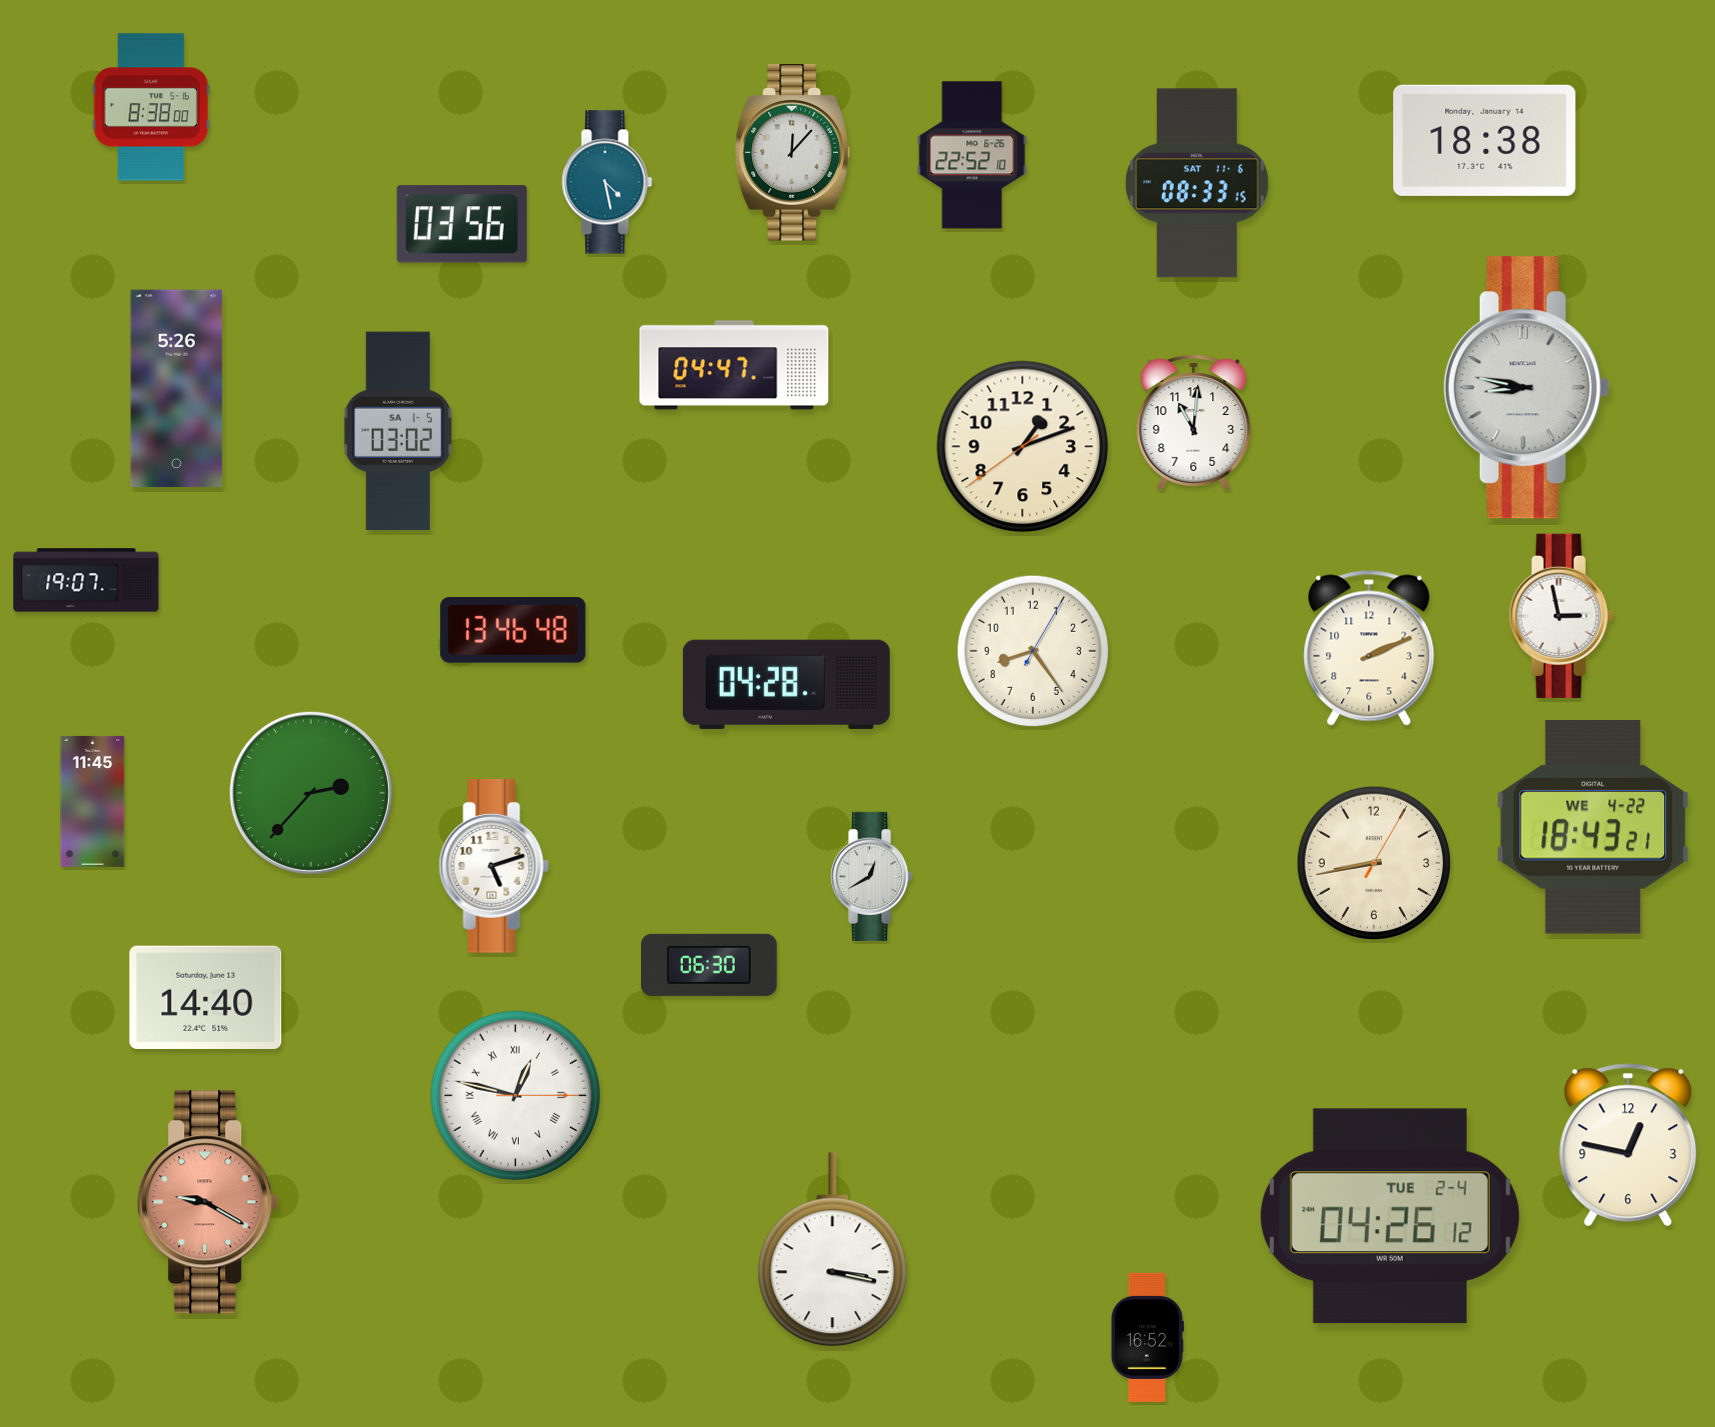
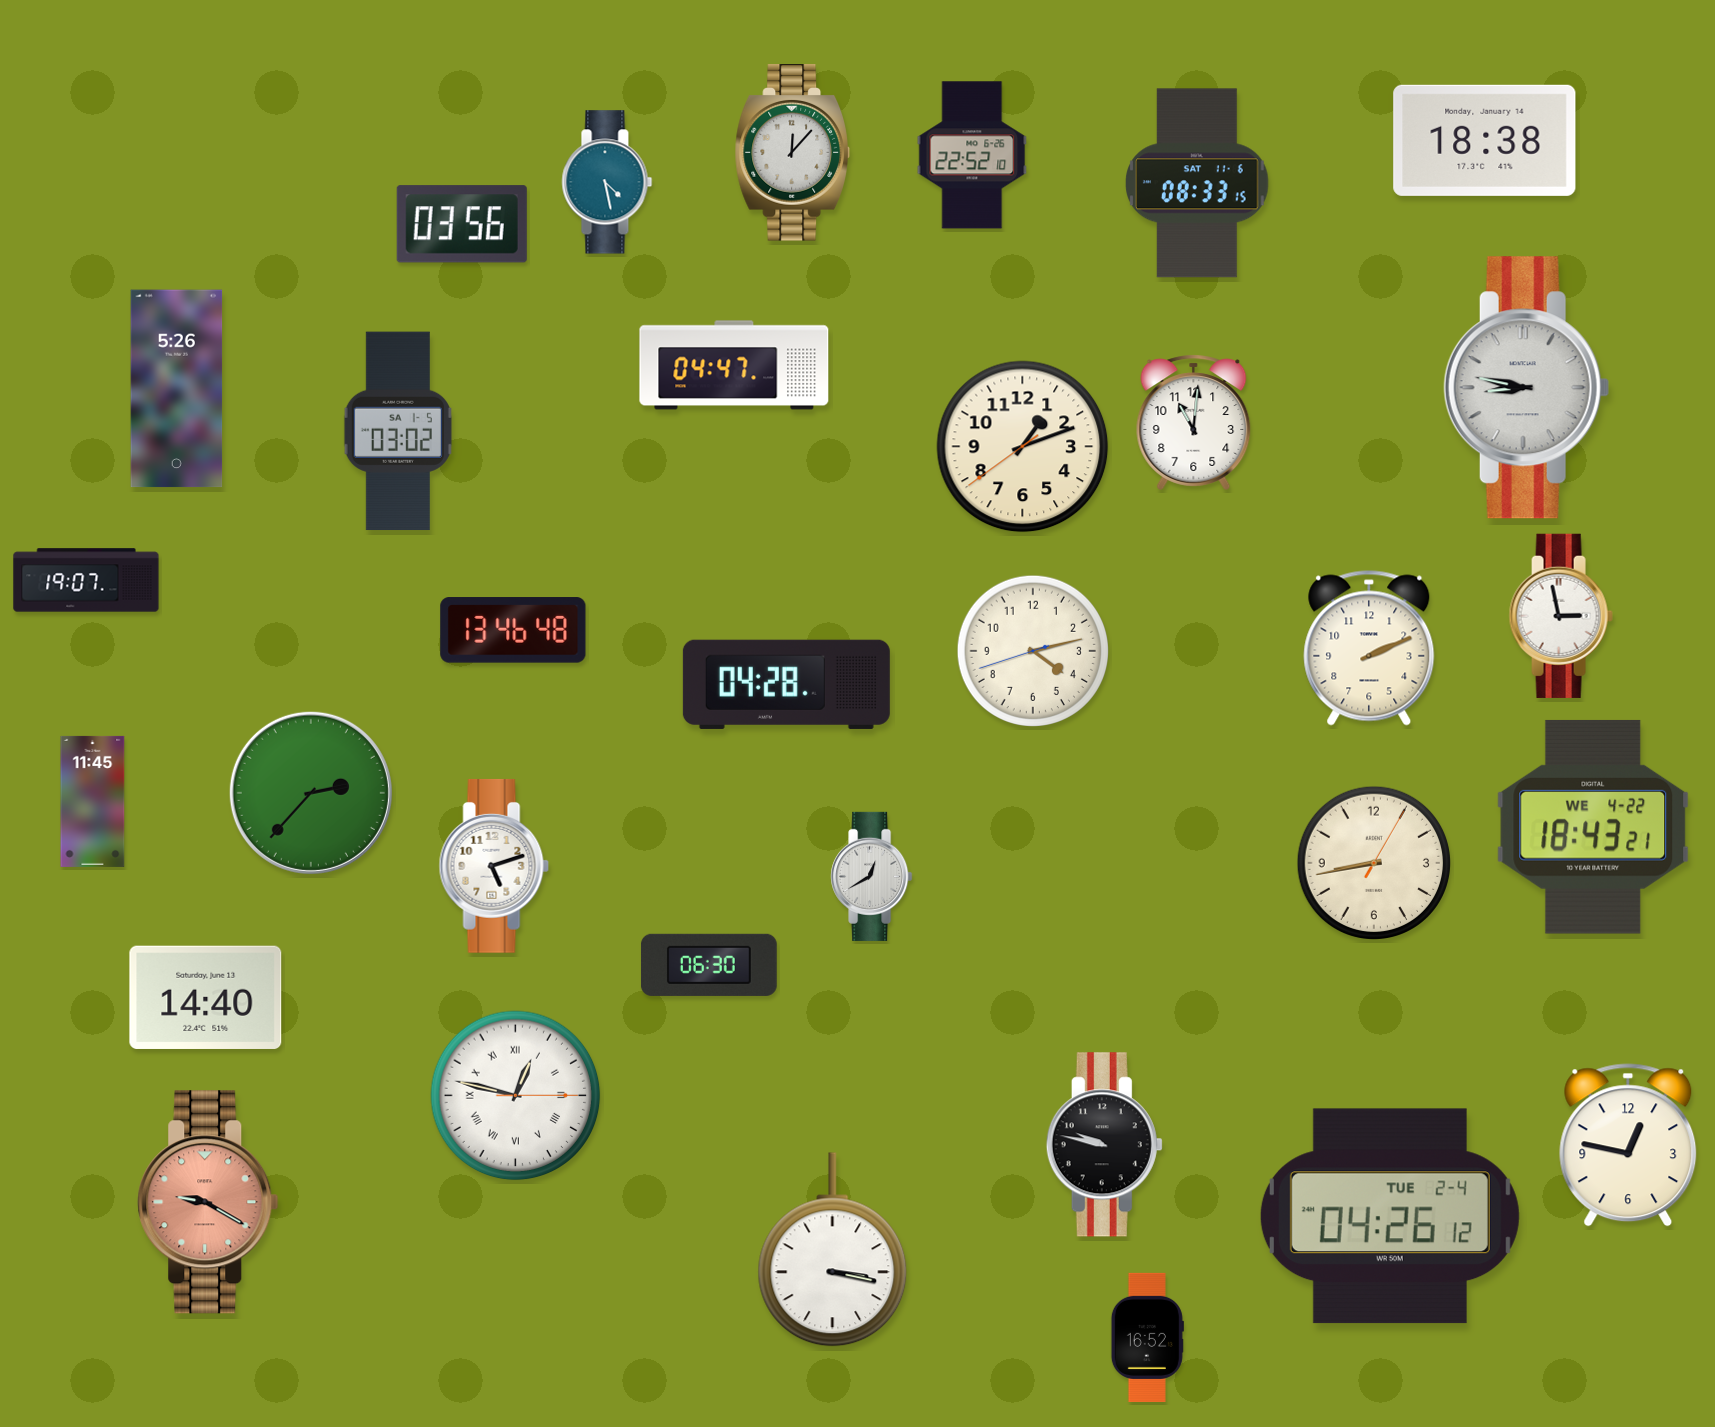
clock at (151, 107): 8:38 -> none
clock at (1032, 650): 8:24 -> 4:12
clock at (1104, 1145): none -> 9:47
